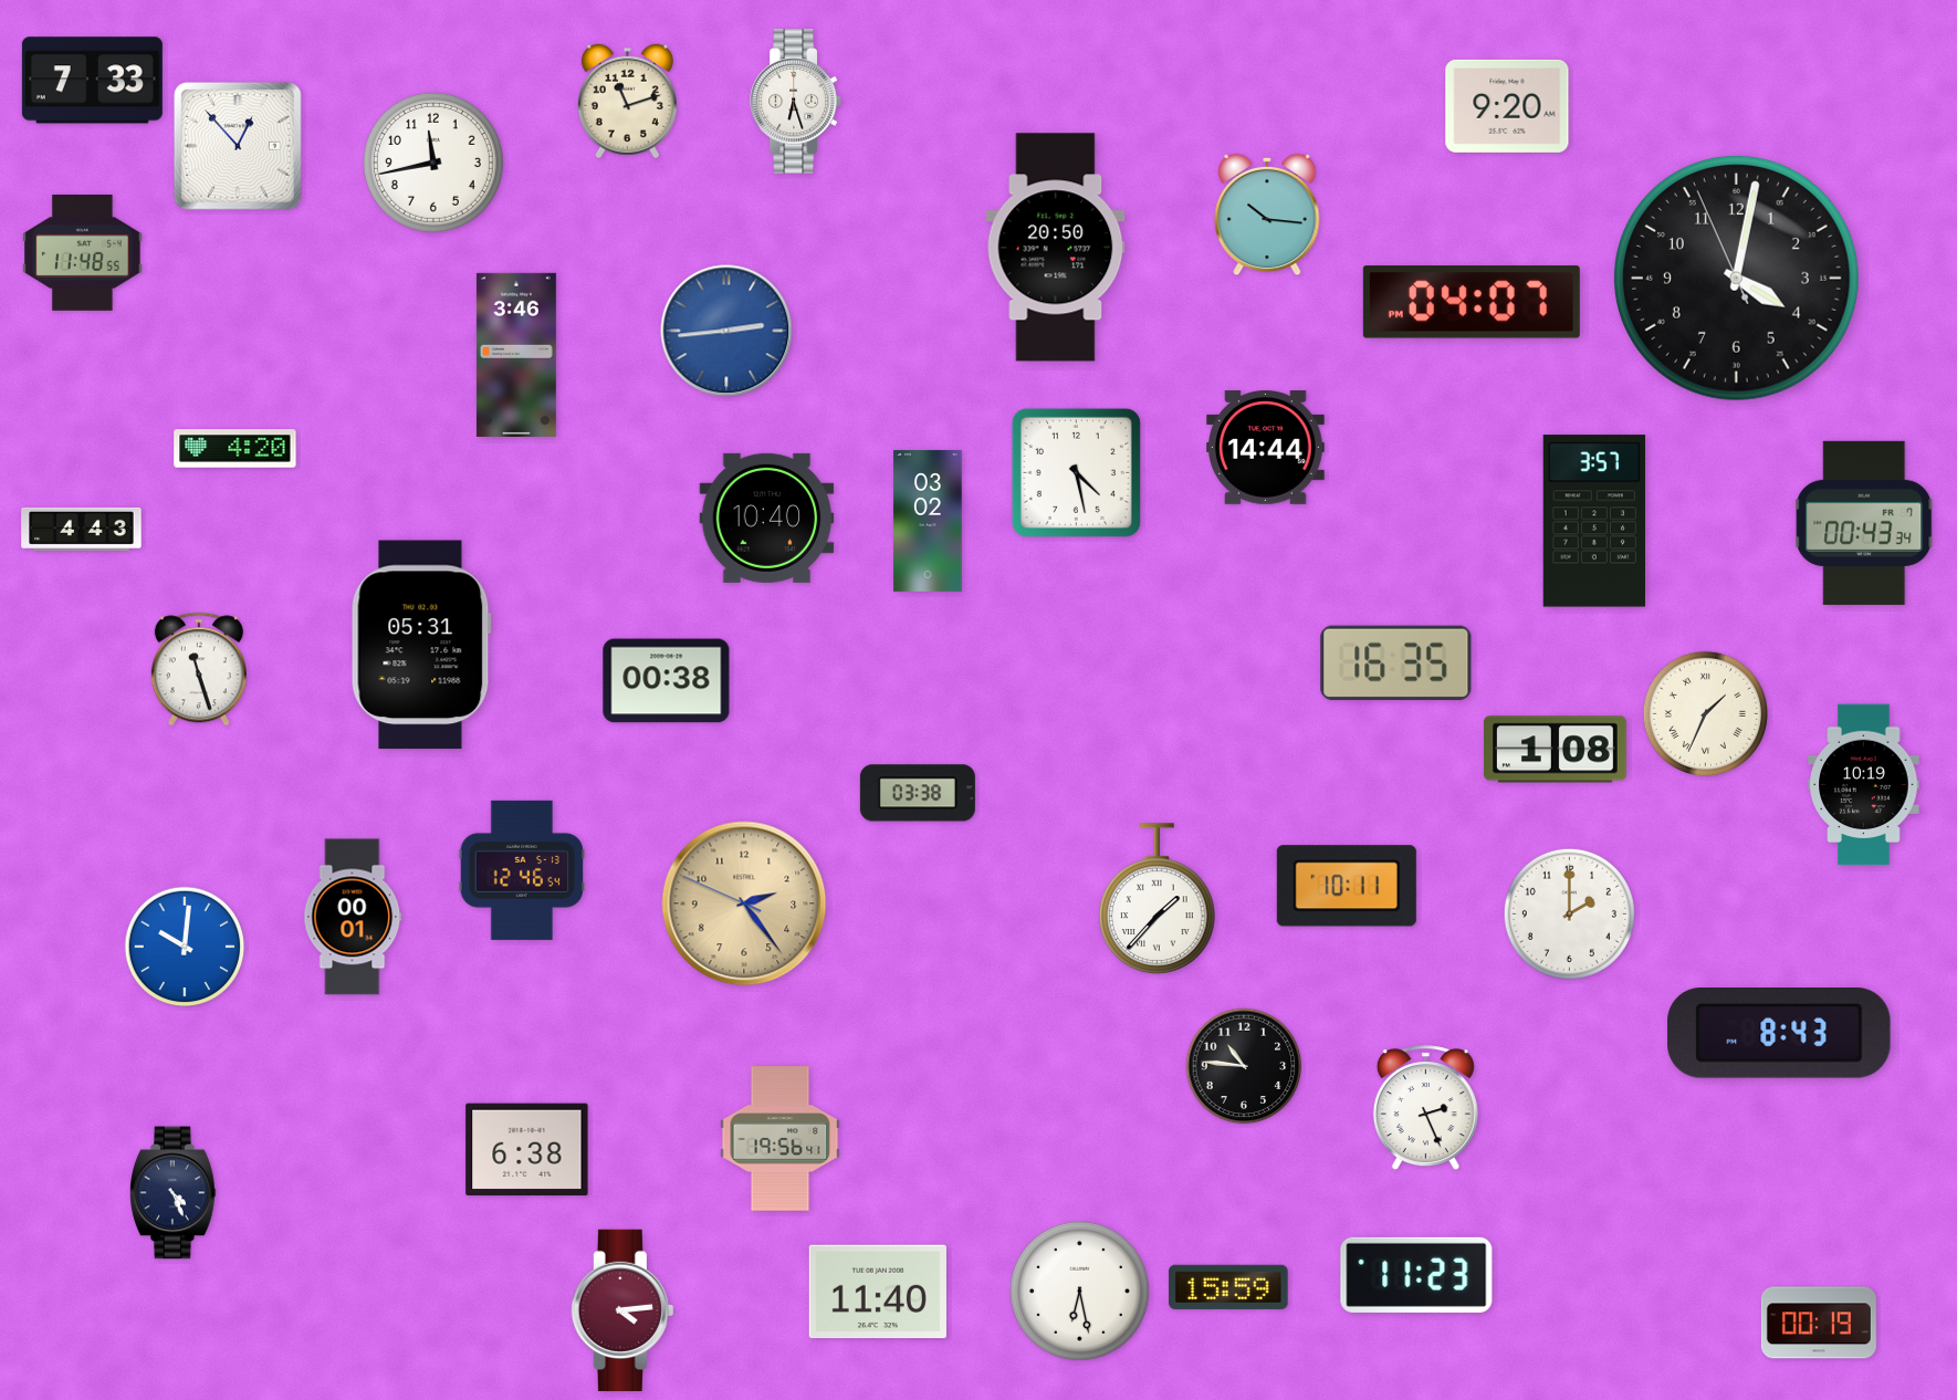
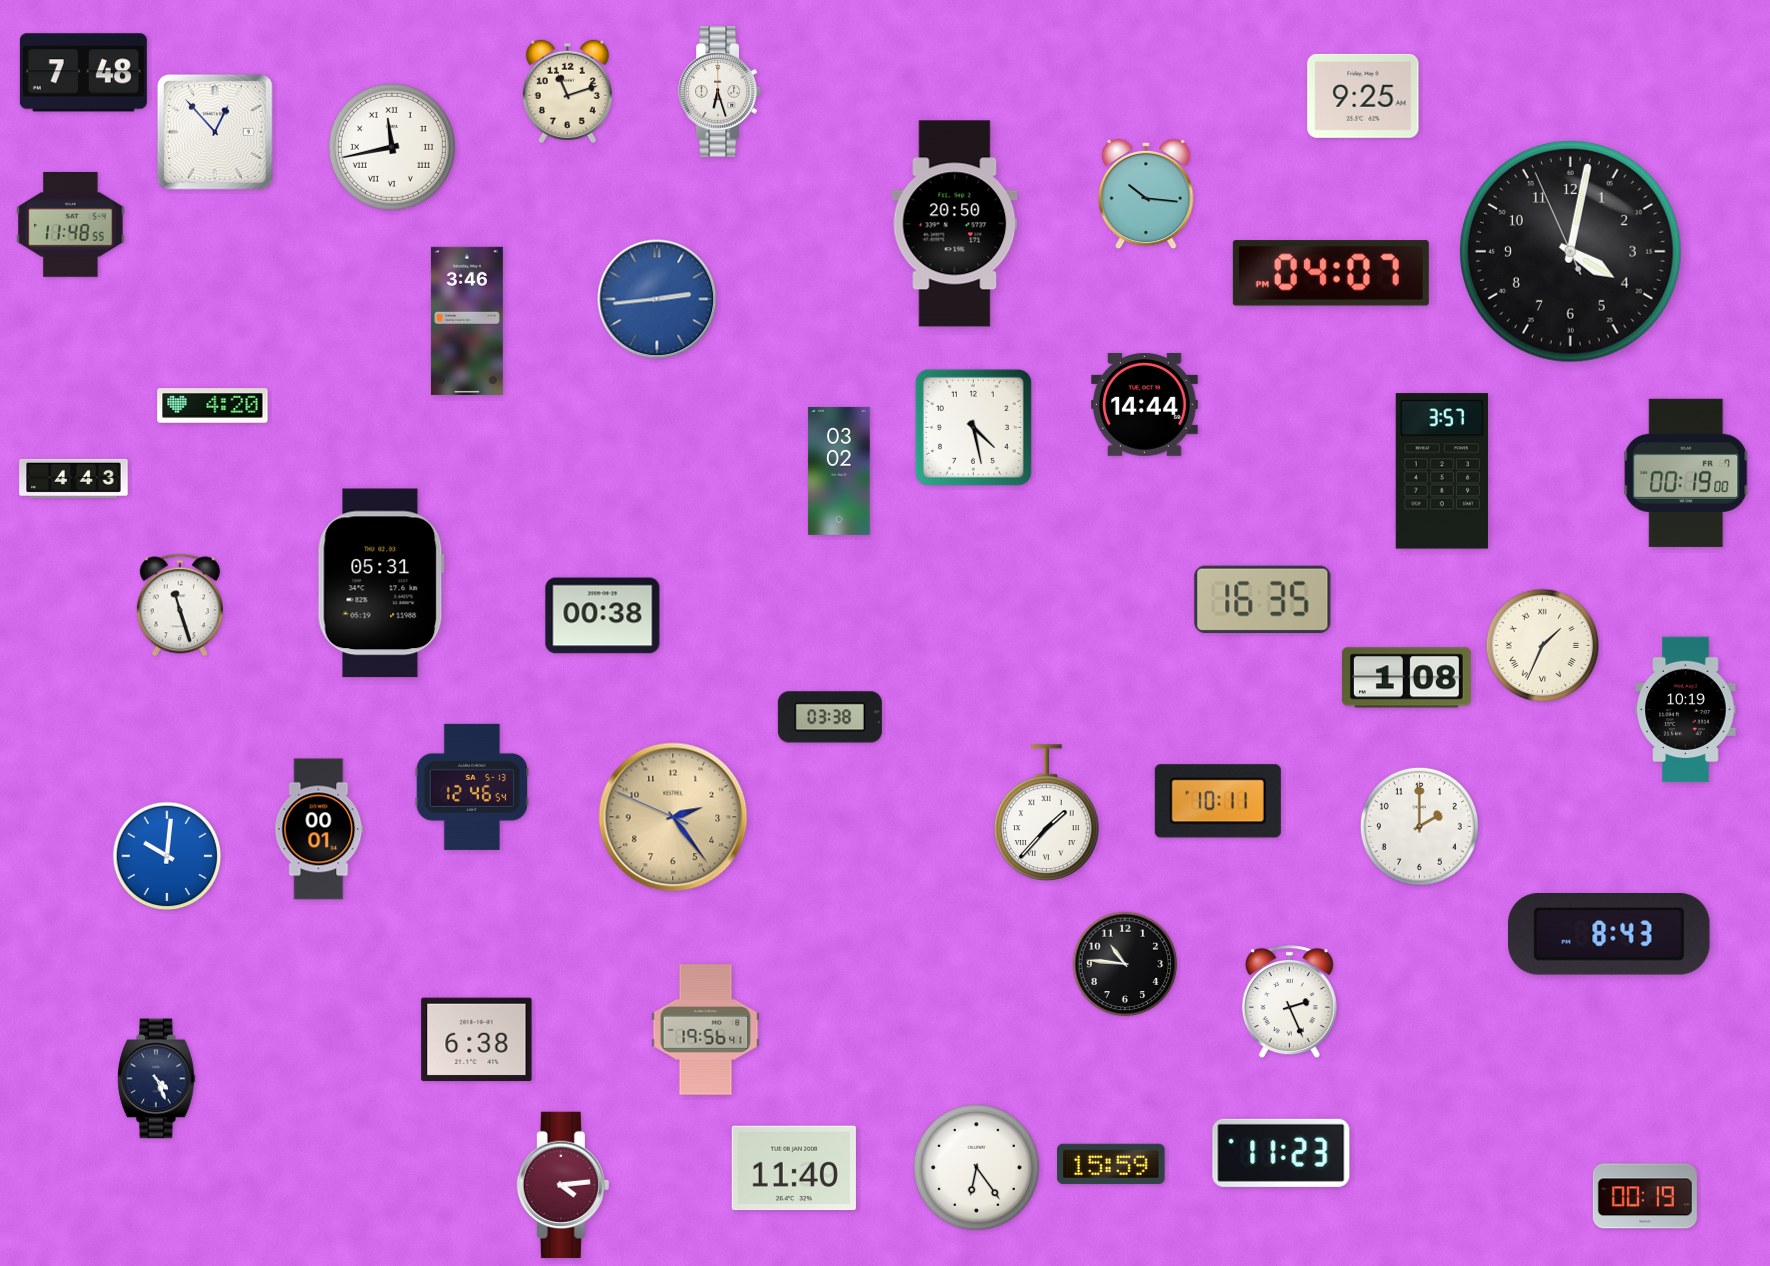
clock at (92, 81): 7:33 -> 7:48
clock at (1507, 106): 9:20 -> 9:25
clock at (433, 163) numerals: Arabic -> Roman
clock at (83, 252) position: (83, 252) -> (71, 224)
clock at (767, 518): 10:40 -> none
clock at (1865, 523): 00:43 -> 00:19
clock at (1079, 1291): 6:28 -> 6:24
